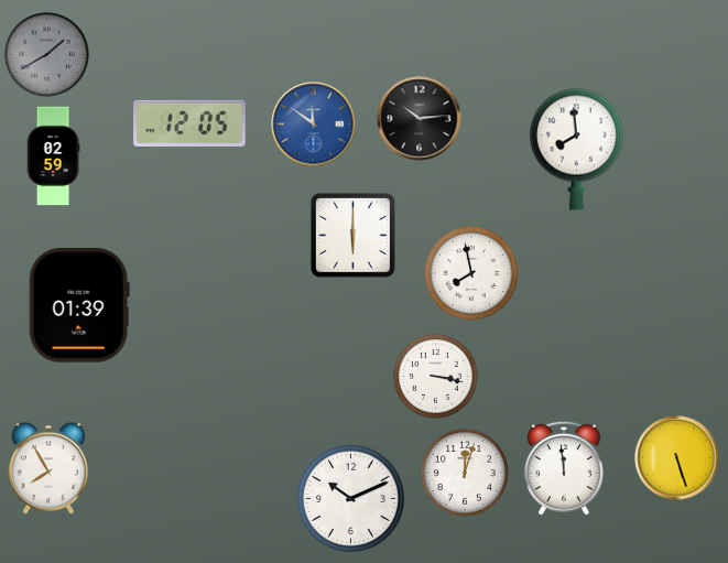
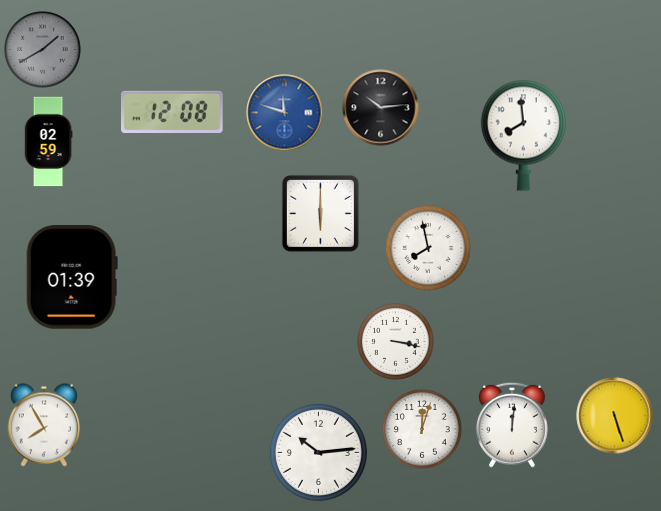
clock at (191, 123): 12:05 -> 12:08
clock at (314, 124): 11:51 -> 11:48
clock at (564, 468): 11:59 -> 12:01
clock at (350, 498): 10:11 -> 10:14
